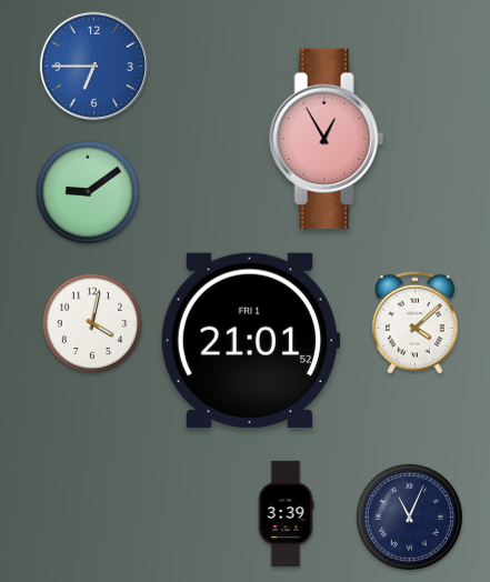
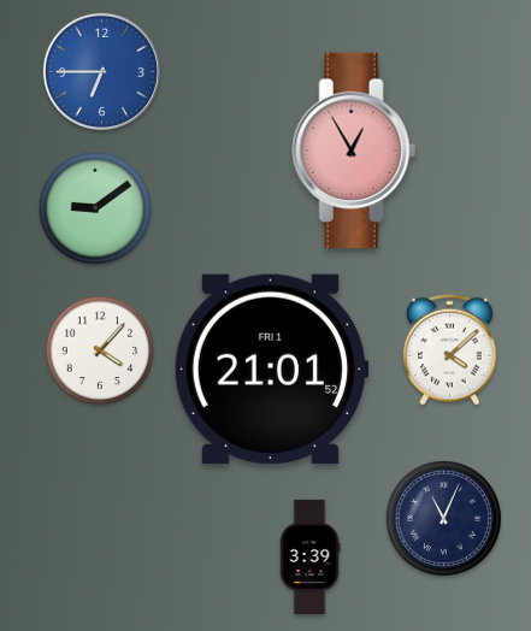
clock at (92, 323): 4:02 -> 4:07
clock at (409, 516) position: (409, 516) -> (443, 518)
